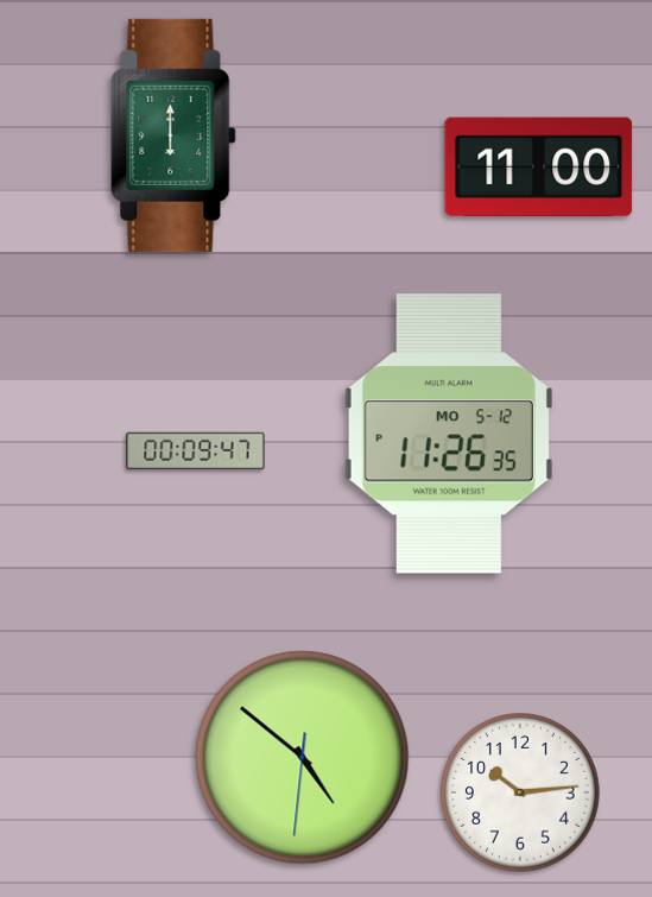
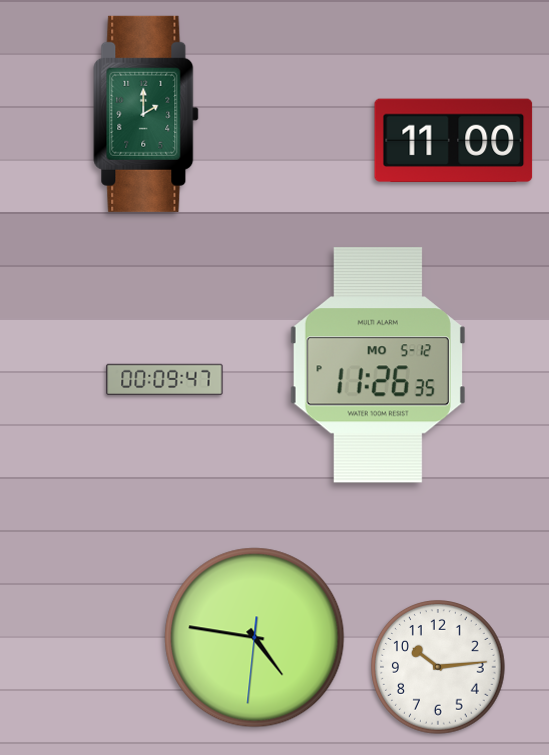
clock at (173, 135): 6:00 -> 2:00
clock at (303, 758): 4:51 -> 4:46
